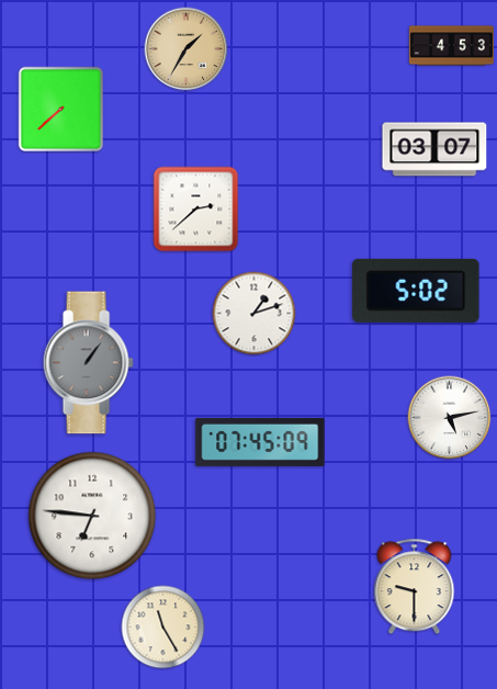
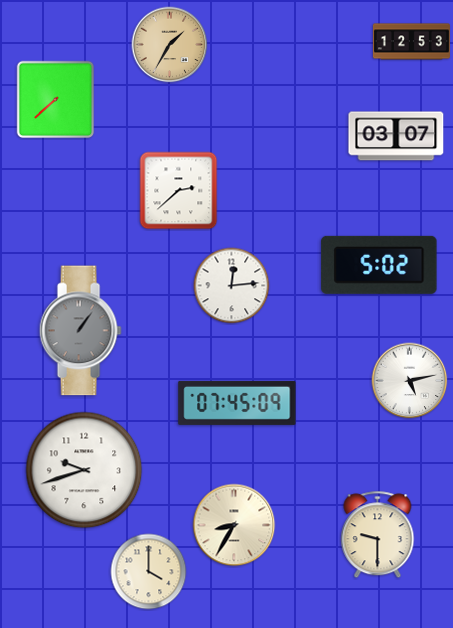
clock at (451, 46): 4:53 -> 12:53
clock at (255, 314): 1:12 -> 12:14
clock at (92, 516): 6:46 -> 9:42
clock at (234, 525): none -> 8:35
clock at (163, 628): 11:25 -> 4:00
